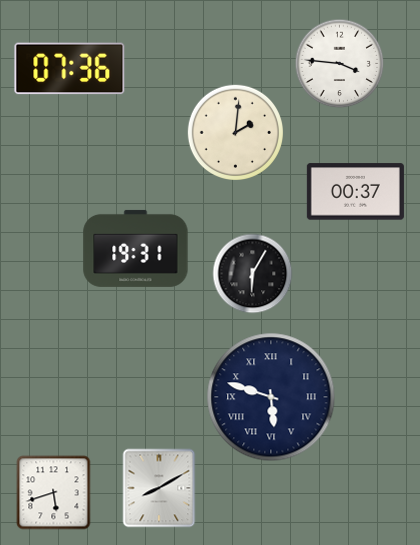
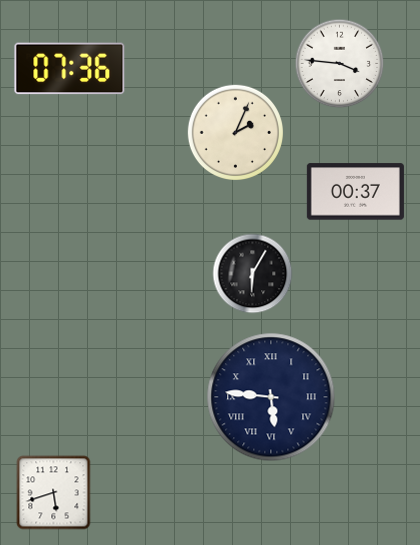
clock at (235, 132): 2:01 -> 2:04
clock at (136, 248): 19:31 -> none
clock at (271, 397): 5:48 -> 5:46
clock at (159, 488): 8:10 -> none
